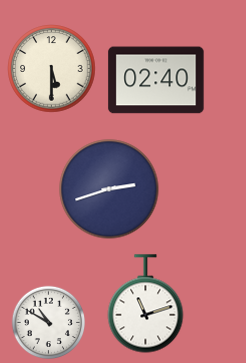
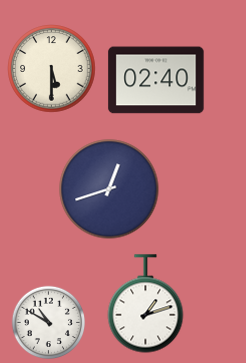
clock at (109, 189): 2:42 -> 12:42
clock at (146, 304): 11:12 -> 1:12
